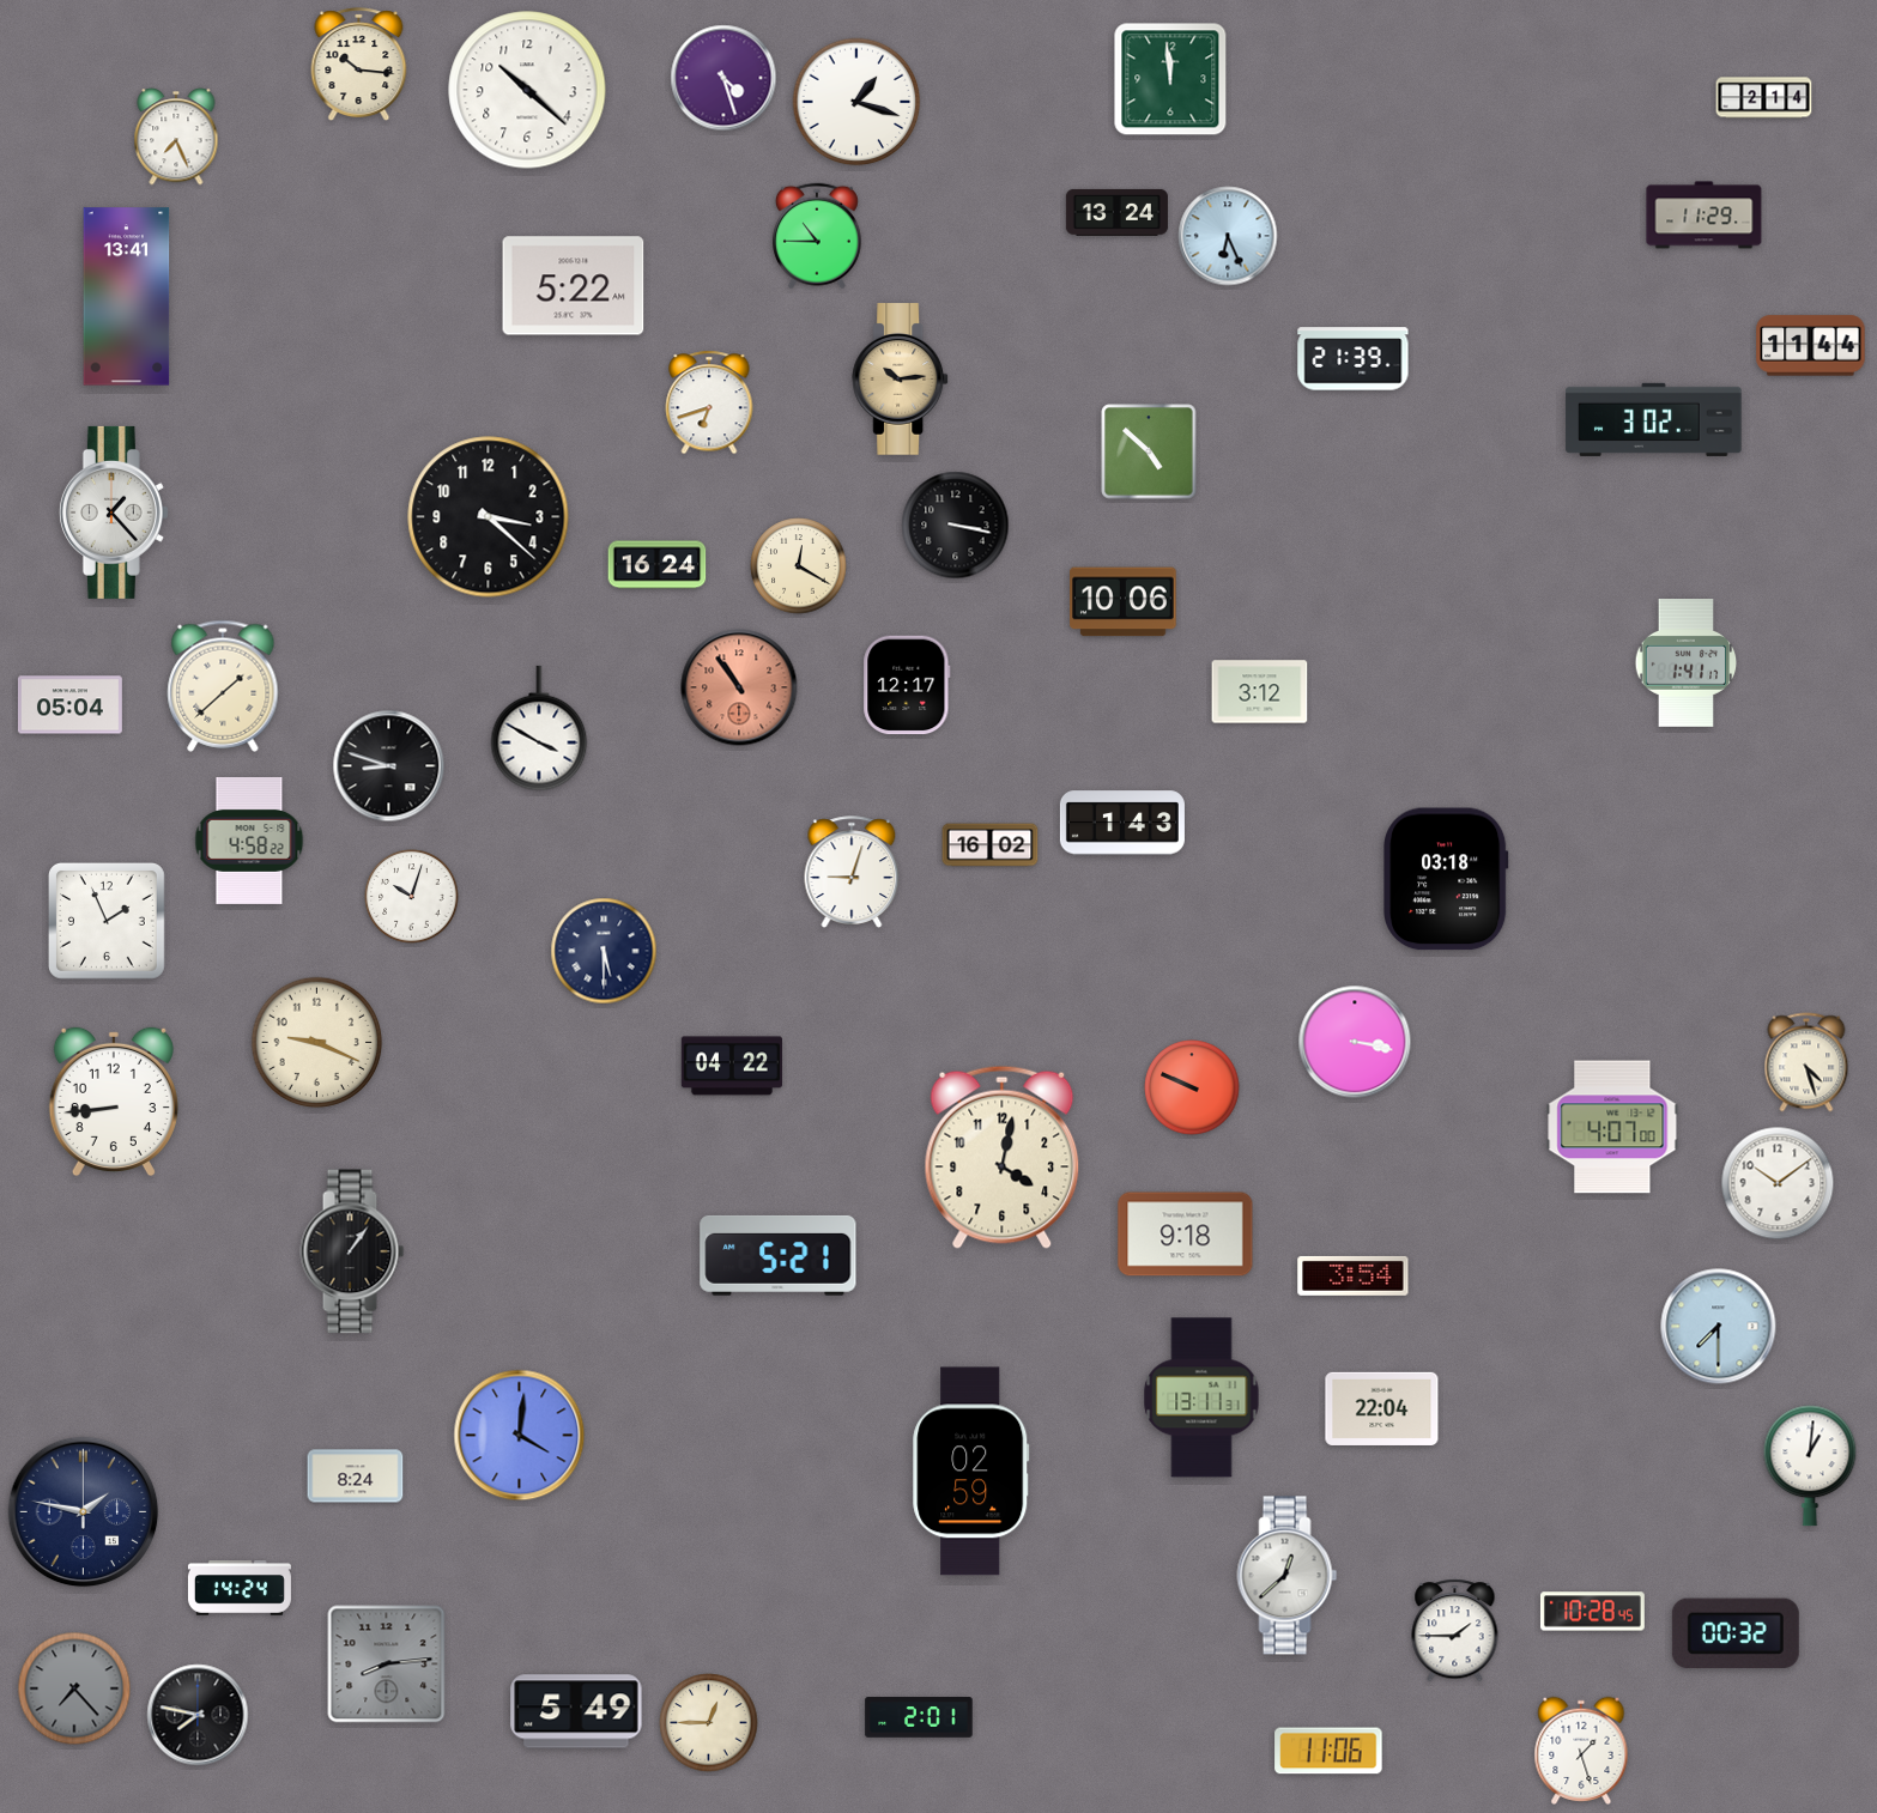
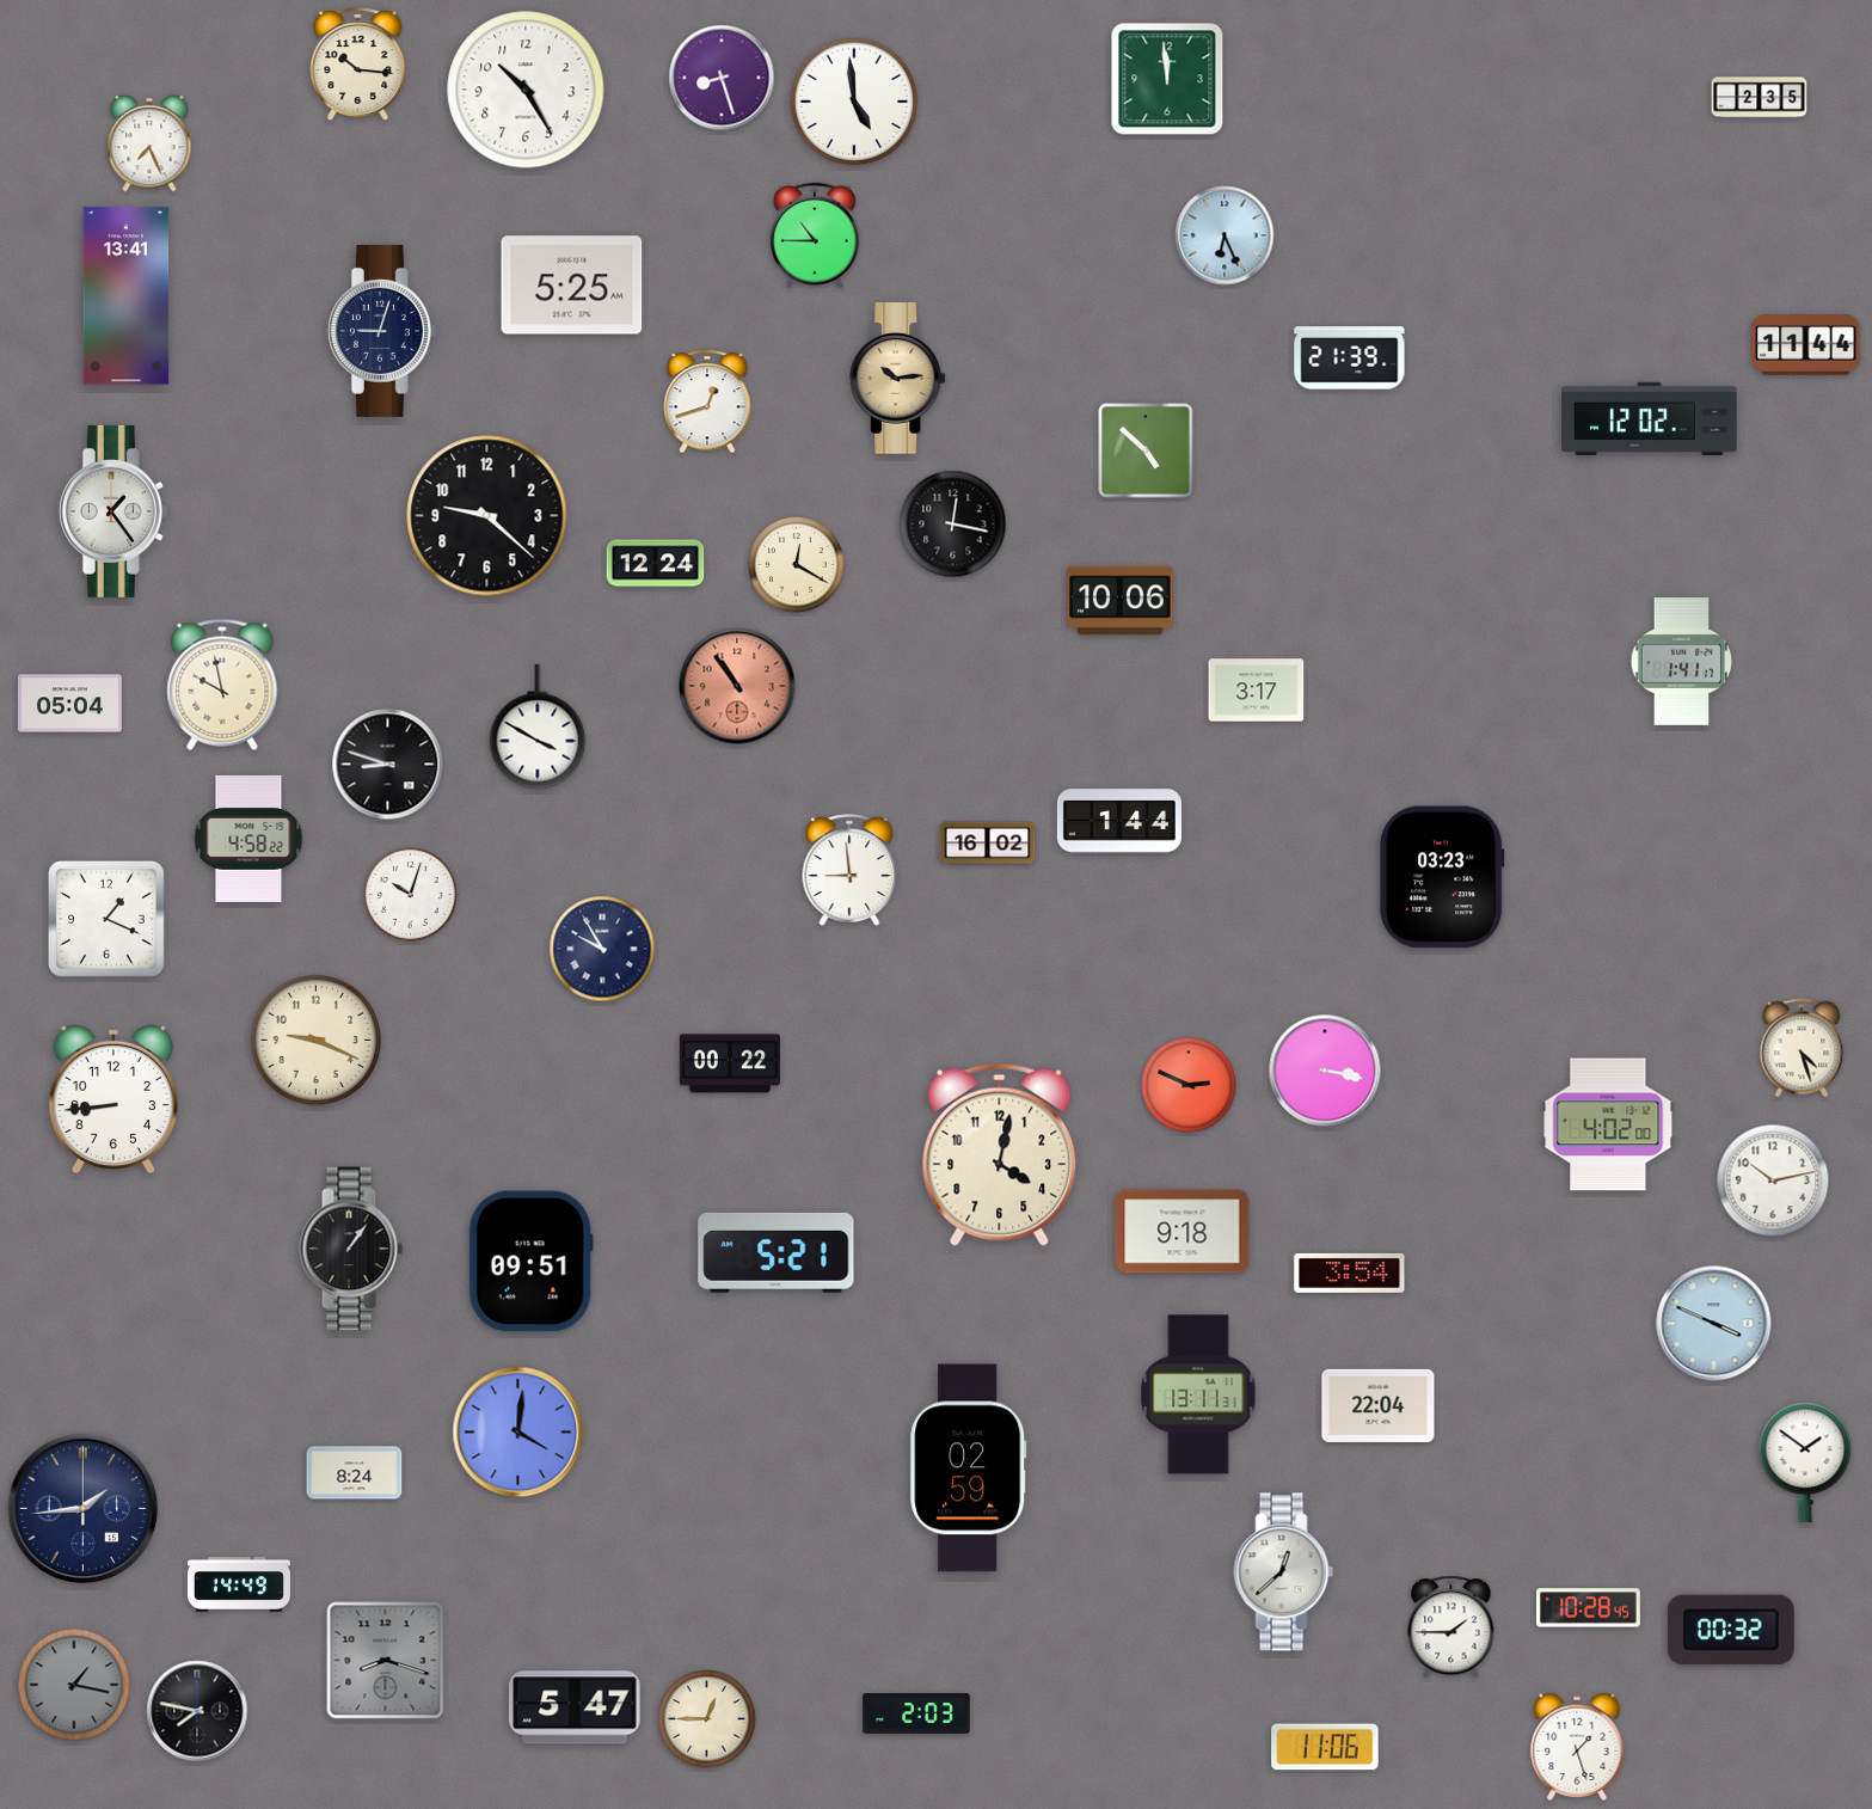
clock at (723, 78): 4:27 -> 8:27
clock at (527, 90): 10:22 -> 10:25
clock at (1764, 98): 2:14 -> 2:35
clock at (856, 102): 1:18 -> 4:59
clock at (176, 137) position: (176, 137) -> (149, 143)
clock at (1116, 212): 13:24 -> none
clock at (1705, 216): 11:29 -> none
clock at (574, 286): 5:22 -> 5:25
clock at (382, 331): none -> 9:03
clock at (709, 402): 6:42 -> 12:42
clock at (1654, 419): 3:02 -> 12:02
clock at (114, 513): 1:23 -> 1:24
clock at (489, 517): 3:22 -> 9:22
clock at (956, 526): 3:17 -> 12:17
clock at (658, 565): 16:24 -> 12:24
clock at (907, 685): 12:17 -> none
clock at (223, 686): 1:38 -> 9:58
clock at (1260, 692): 3:12 -> 3:17
clock at (1122, 823): 1:43 -> 1:44
clock at (852, 872): 9:03 -> 8:59
clock at (1447, 879): 03:18 -> 03:23
clock at (107, 921): 1:56 -> 1:19
clock at (604, 951): 5:30 -> 9:55
clock at (1355, 1042) position: (1355, 1042) -> (1325, 1071)
clock at (1806, 1062) position: (1806, 1062) -> (1802, 1048)
clock at (732, 1066): 04:22 -> 00:22
clock at (1192, 1087): 9:49 -> 2:49
clock at (1612, 1127): 4:07 -> 4:02
clock at (1778, 1183): 10:09 -> 10:13
clock at (530, 1262): none -> 09:51
clock at (1719, 1327): 7:30 -> 3:49
clock at (1810, 1466): 1:01 -> 1:51
clock at (84, 1512): 1:47 -> 1:44
clock at (240, 1588): 14:24 -> 14:49
clock at (387, 1665): 8:14 -> 8:18
clock at (74, 1688): 7:23 -> 1:17
clock at (576, 1711): 5:49 -> 5:47
clock at (919, 1717): 2:01 -> 2:03
